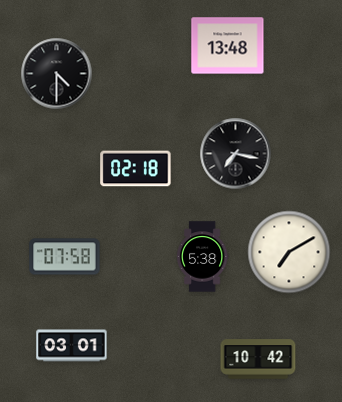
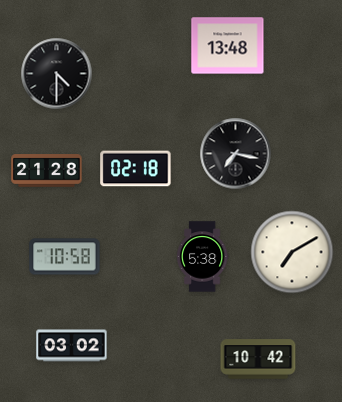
clock at (47, 171): none -> 21:28
clock at (289, 252) position: (289, 252) -> (292, 252)
clock at (65, 257): 07:58 -> 10:58
clock at (72, 346): 03:01 -> 03:02
